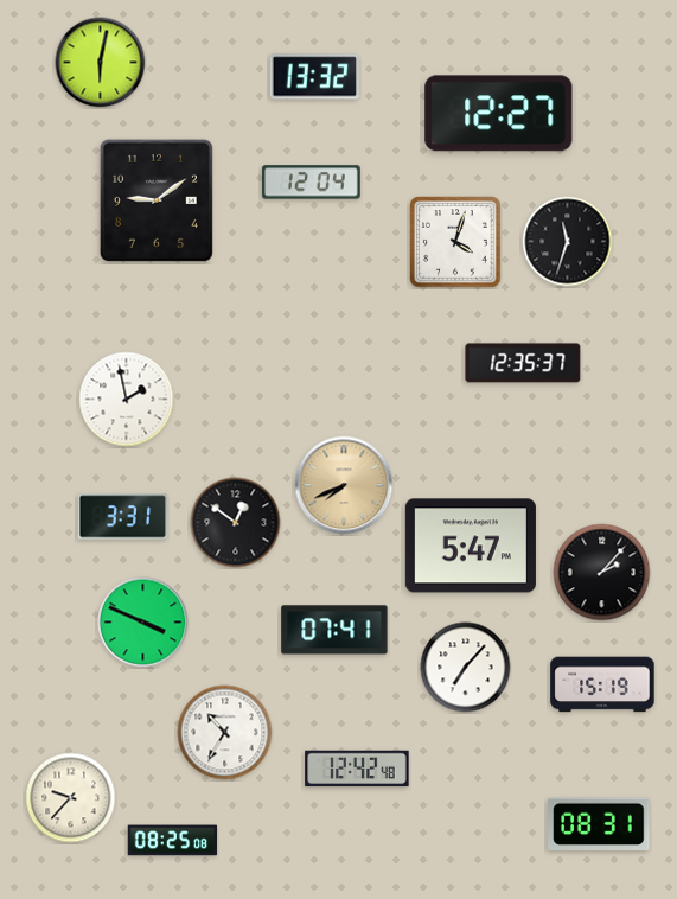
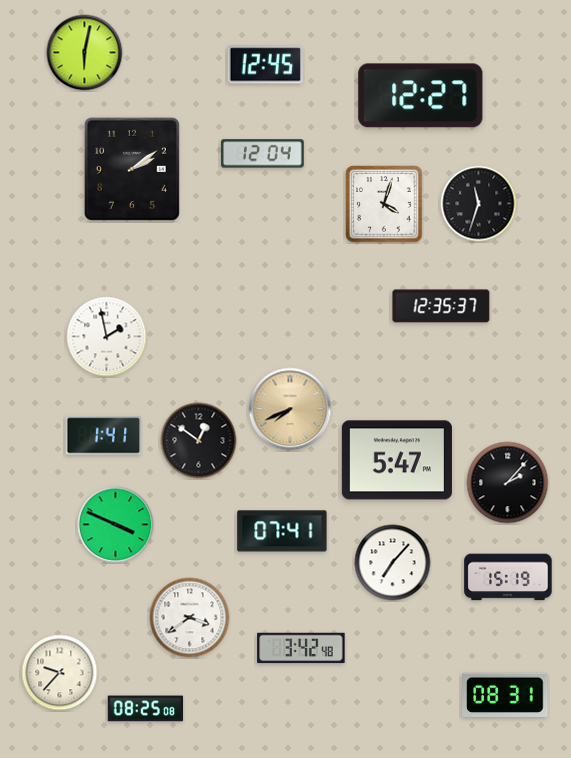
clock at (314, 77): 13:32 -> 12:45
clock at (157, 200): 9:09 -> 2:09
clock at (123, 517): 3:31 -> 1:41
clock at (143, 623) position: (143, 623) -> (116, 525)
clock at (225, 733): 10:35 -> 3:39
clock at (357, 769): 12:42 -> 3:42
